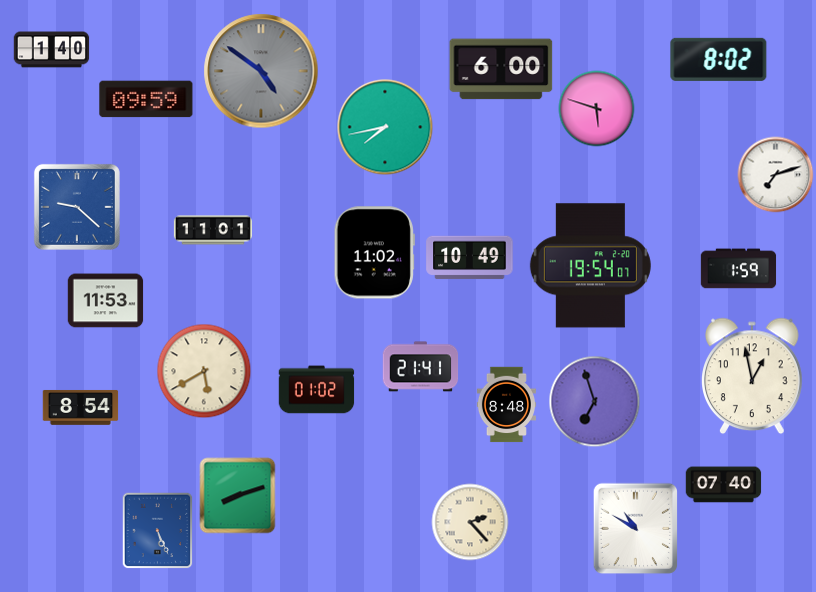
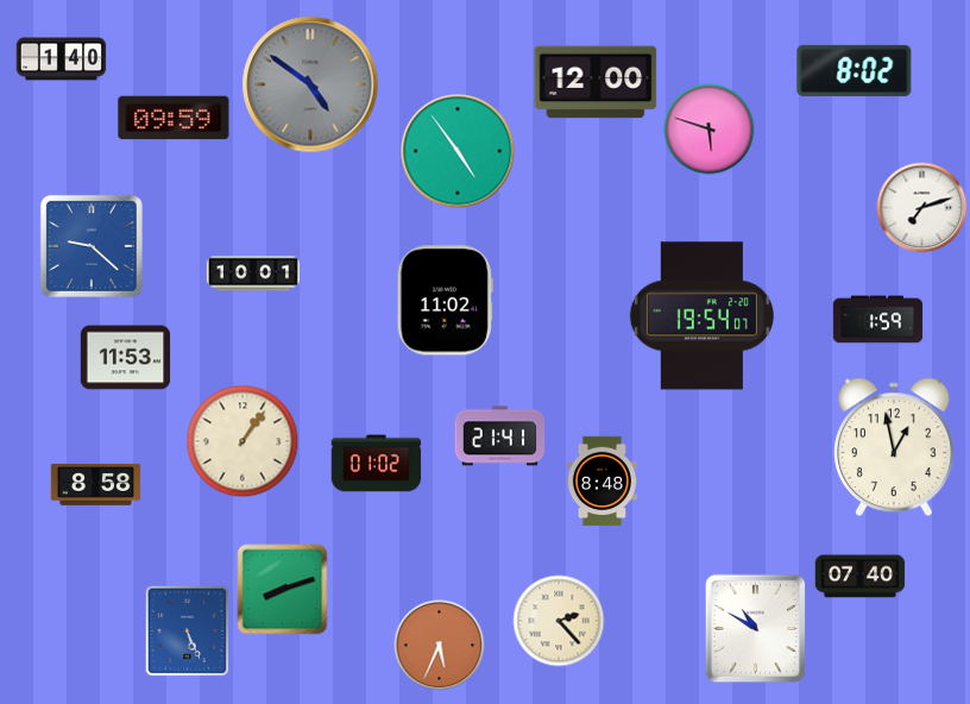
clock at (501, 69): 6:00 -> 12:00
clock at (385, 127): 7:43 -> 4:54
clock at (213, 230): 11:01 -> 10:01
clock at (470, 258): 10:49 -> none
clock at (204, 371): 5:40 -> 1:06
clock at (595, 402): 6:57 -> none
clock at (81, 407): 8:54 -> 8:58
clock at (440, 646): none -> 5:34
